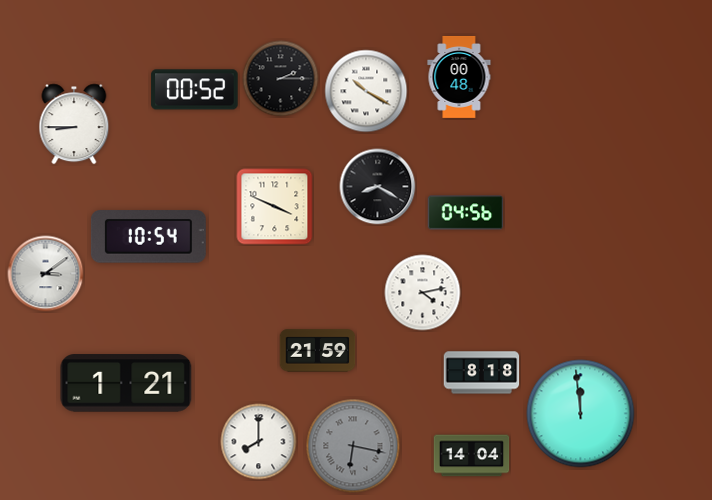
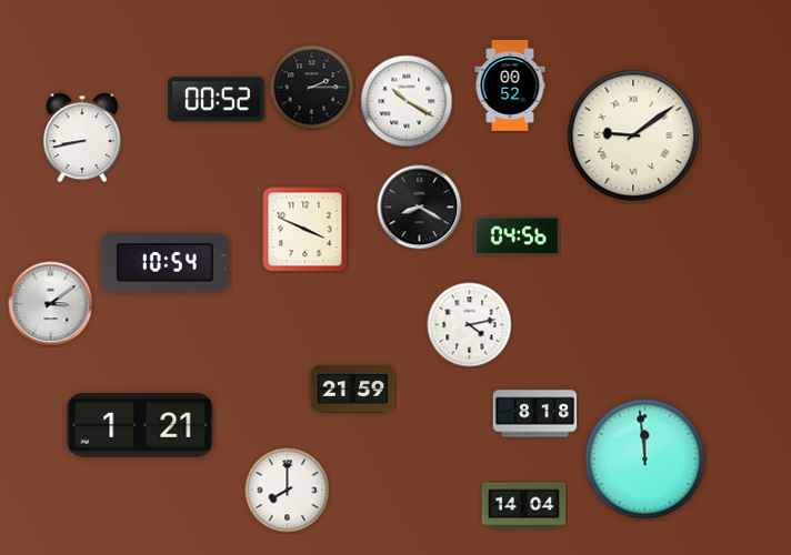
clock at (459, 77): 00:48 -> 00:52
clock at (633, 135): none -> 9:09
clock at (74, 124): 8:45 -> 8:43
clock at (353, 446): 6:17 -> none
